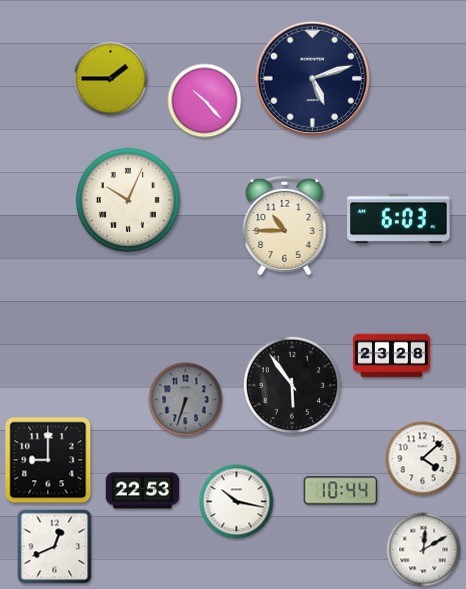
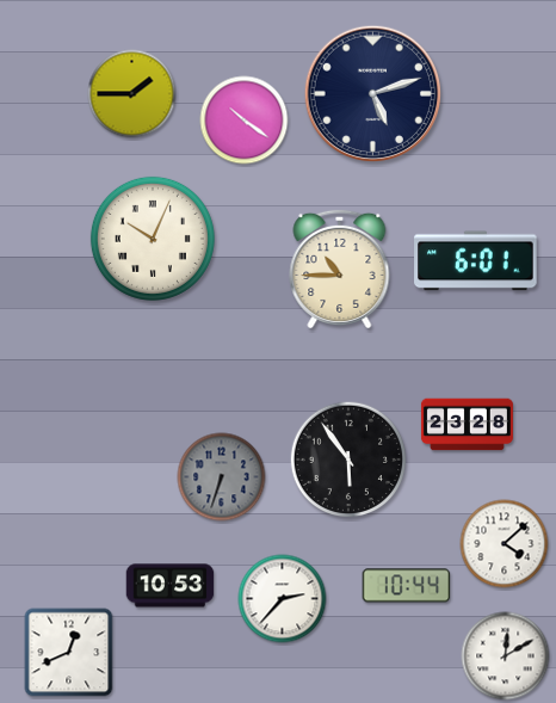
clock at (205, 101): 10:23 -> 10:21
clock at (399, 219): 6:03 -> 6:01
clock at (423, 459) position: (423, 459) -> (505, 544)
clock at (48, 460): 9:00 -> none
clock at (143, 491): 22:53 -> 10:53
clock at (237, 502): 10:17 -> 2:37
clock at (55, 547) position: (55, 547) -> (69, 653)
